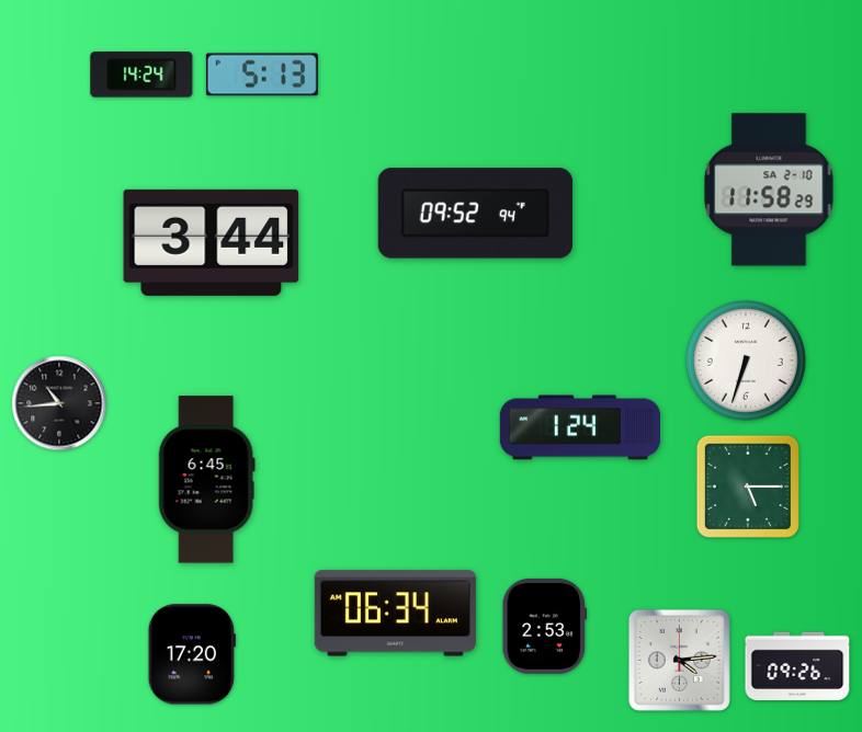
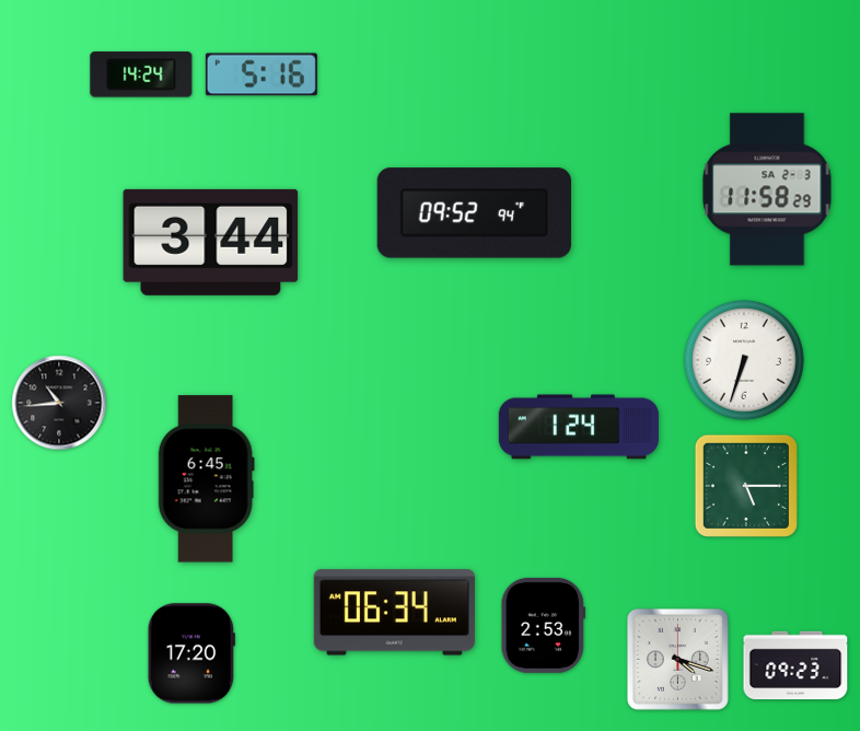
clock at (262, 75): 5:13 -> 5:16
clock at (769, 190) date: SA 2-10 -> SA 2-3
clock at (679, 660): 4:14 -> 4:18
clock at (797, 666): 09:26 -> 09:23
